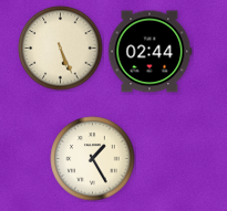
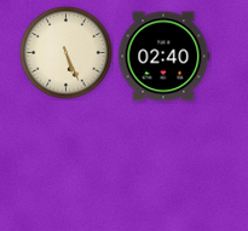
clock at (149, 52): 02:44 -> 02:40
clock at (93, 159): 1:25 -> none
